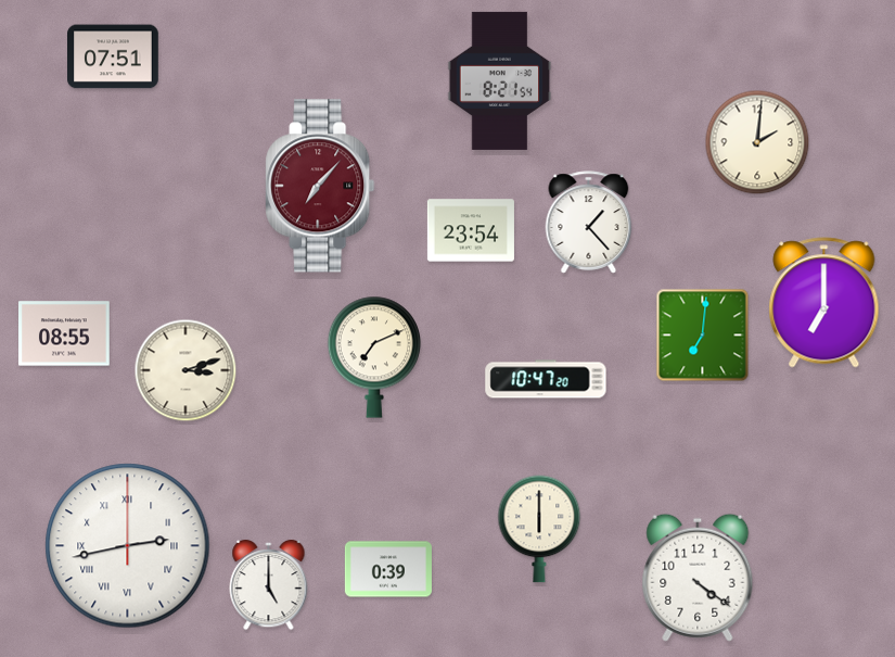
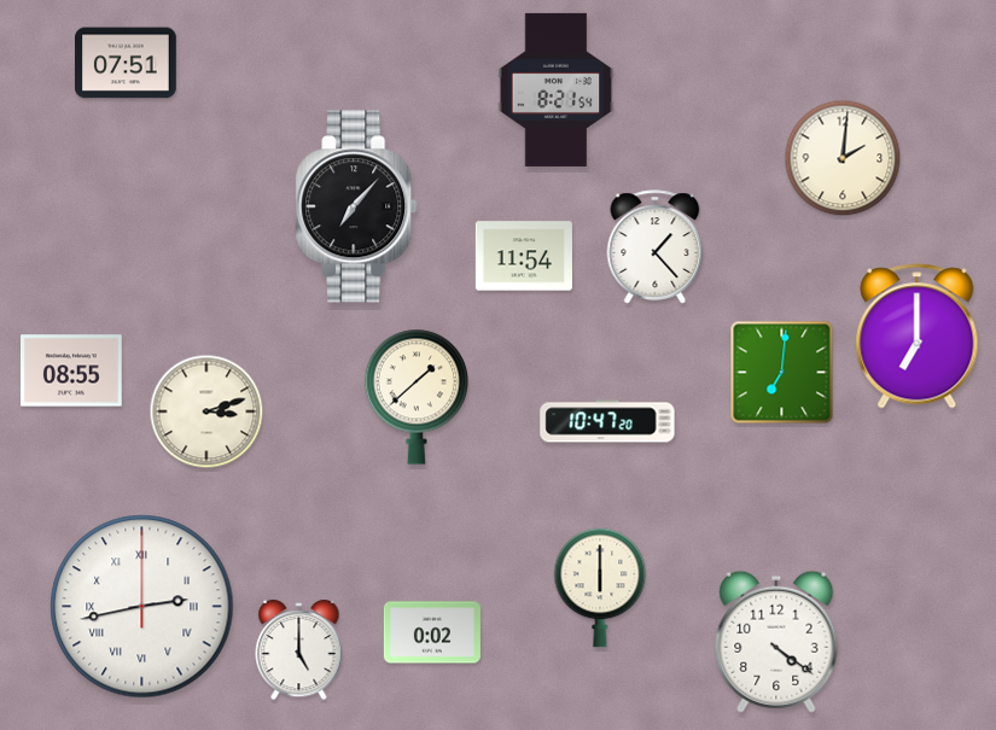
clock at (320, 186) dial: burgundy -> black
clock at (471, 230): 23:54 -> 11:54
clock at (373, 357): 7:11 -> 1:38
clock at (388, 569): 0:39 -> 0:02
